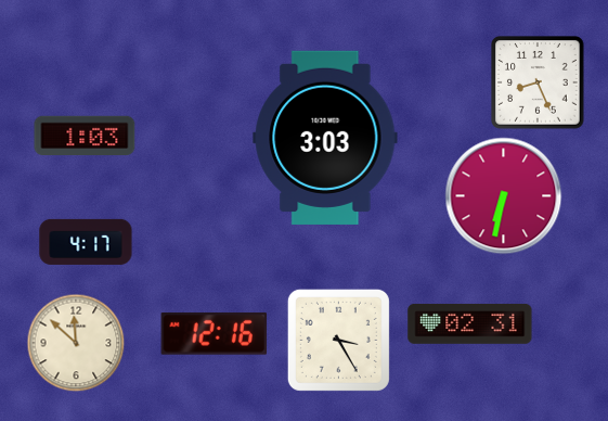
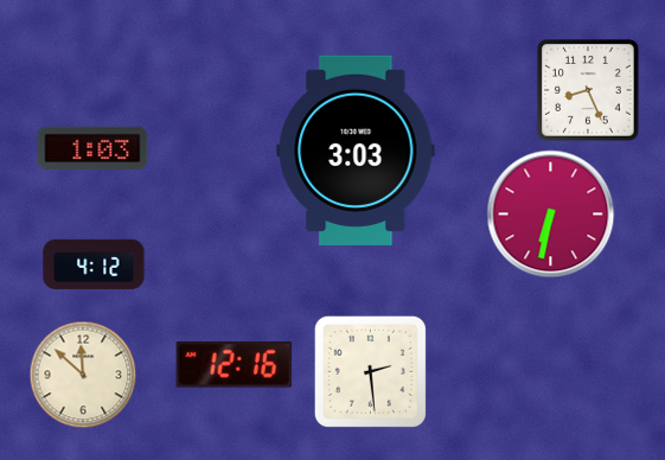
clock at (86, 242): 4:17 -> 4:12
clock at (470, 323): 02:31 -> none
clock at (338, 340): 3:25 -> 2:29
